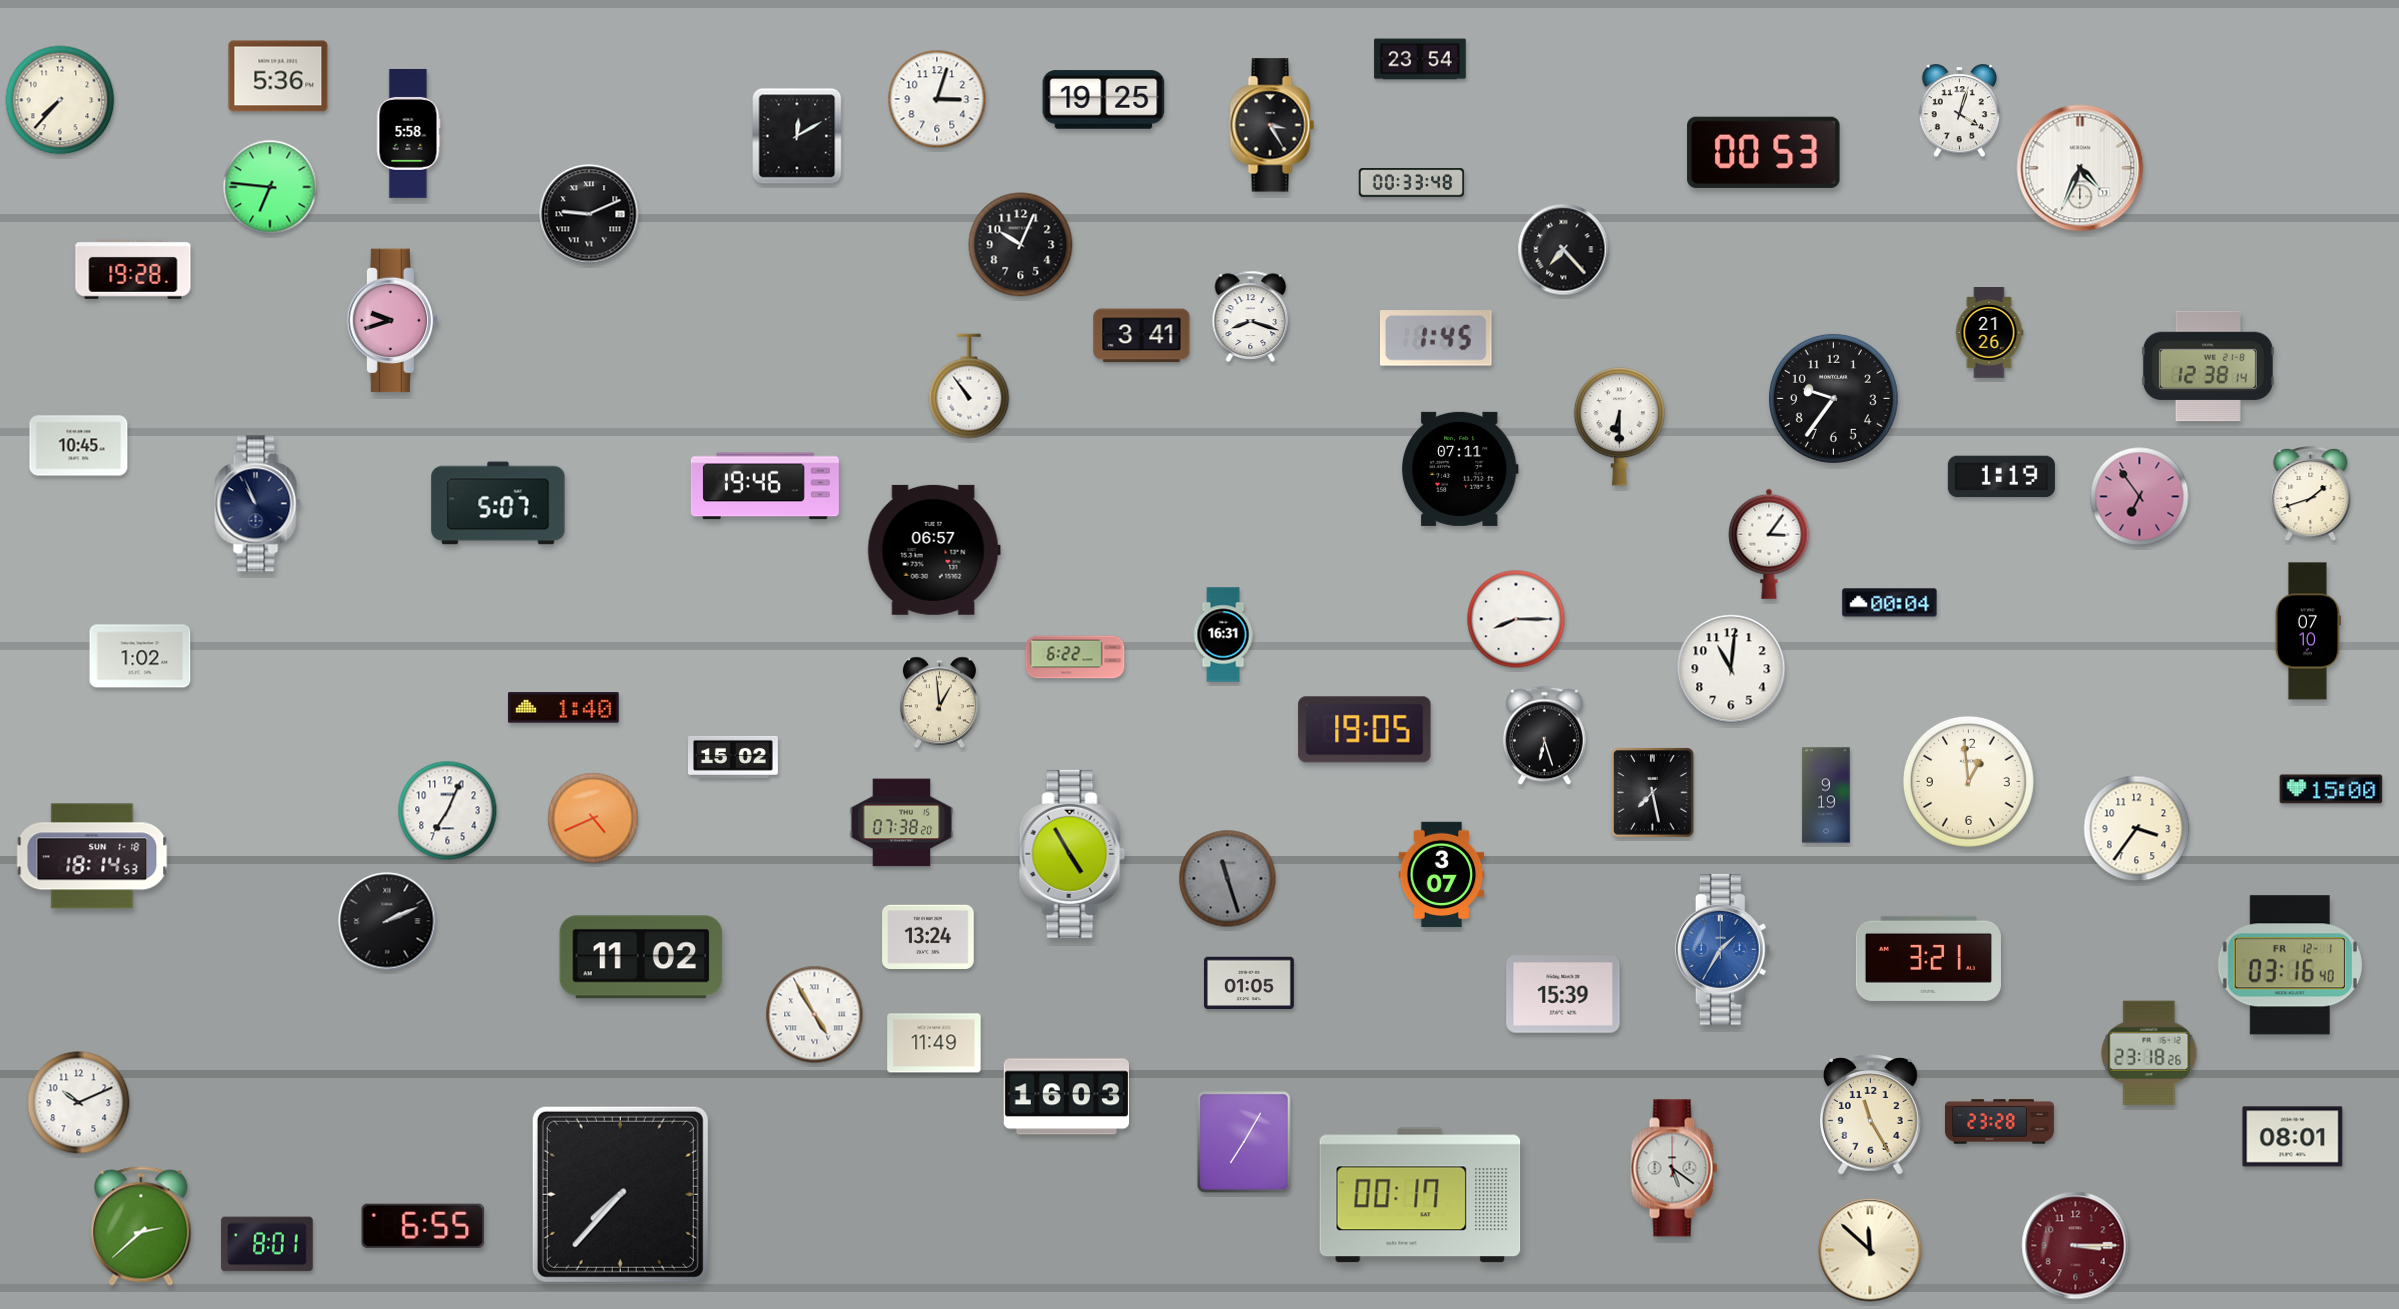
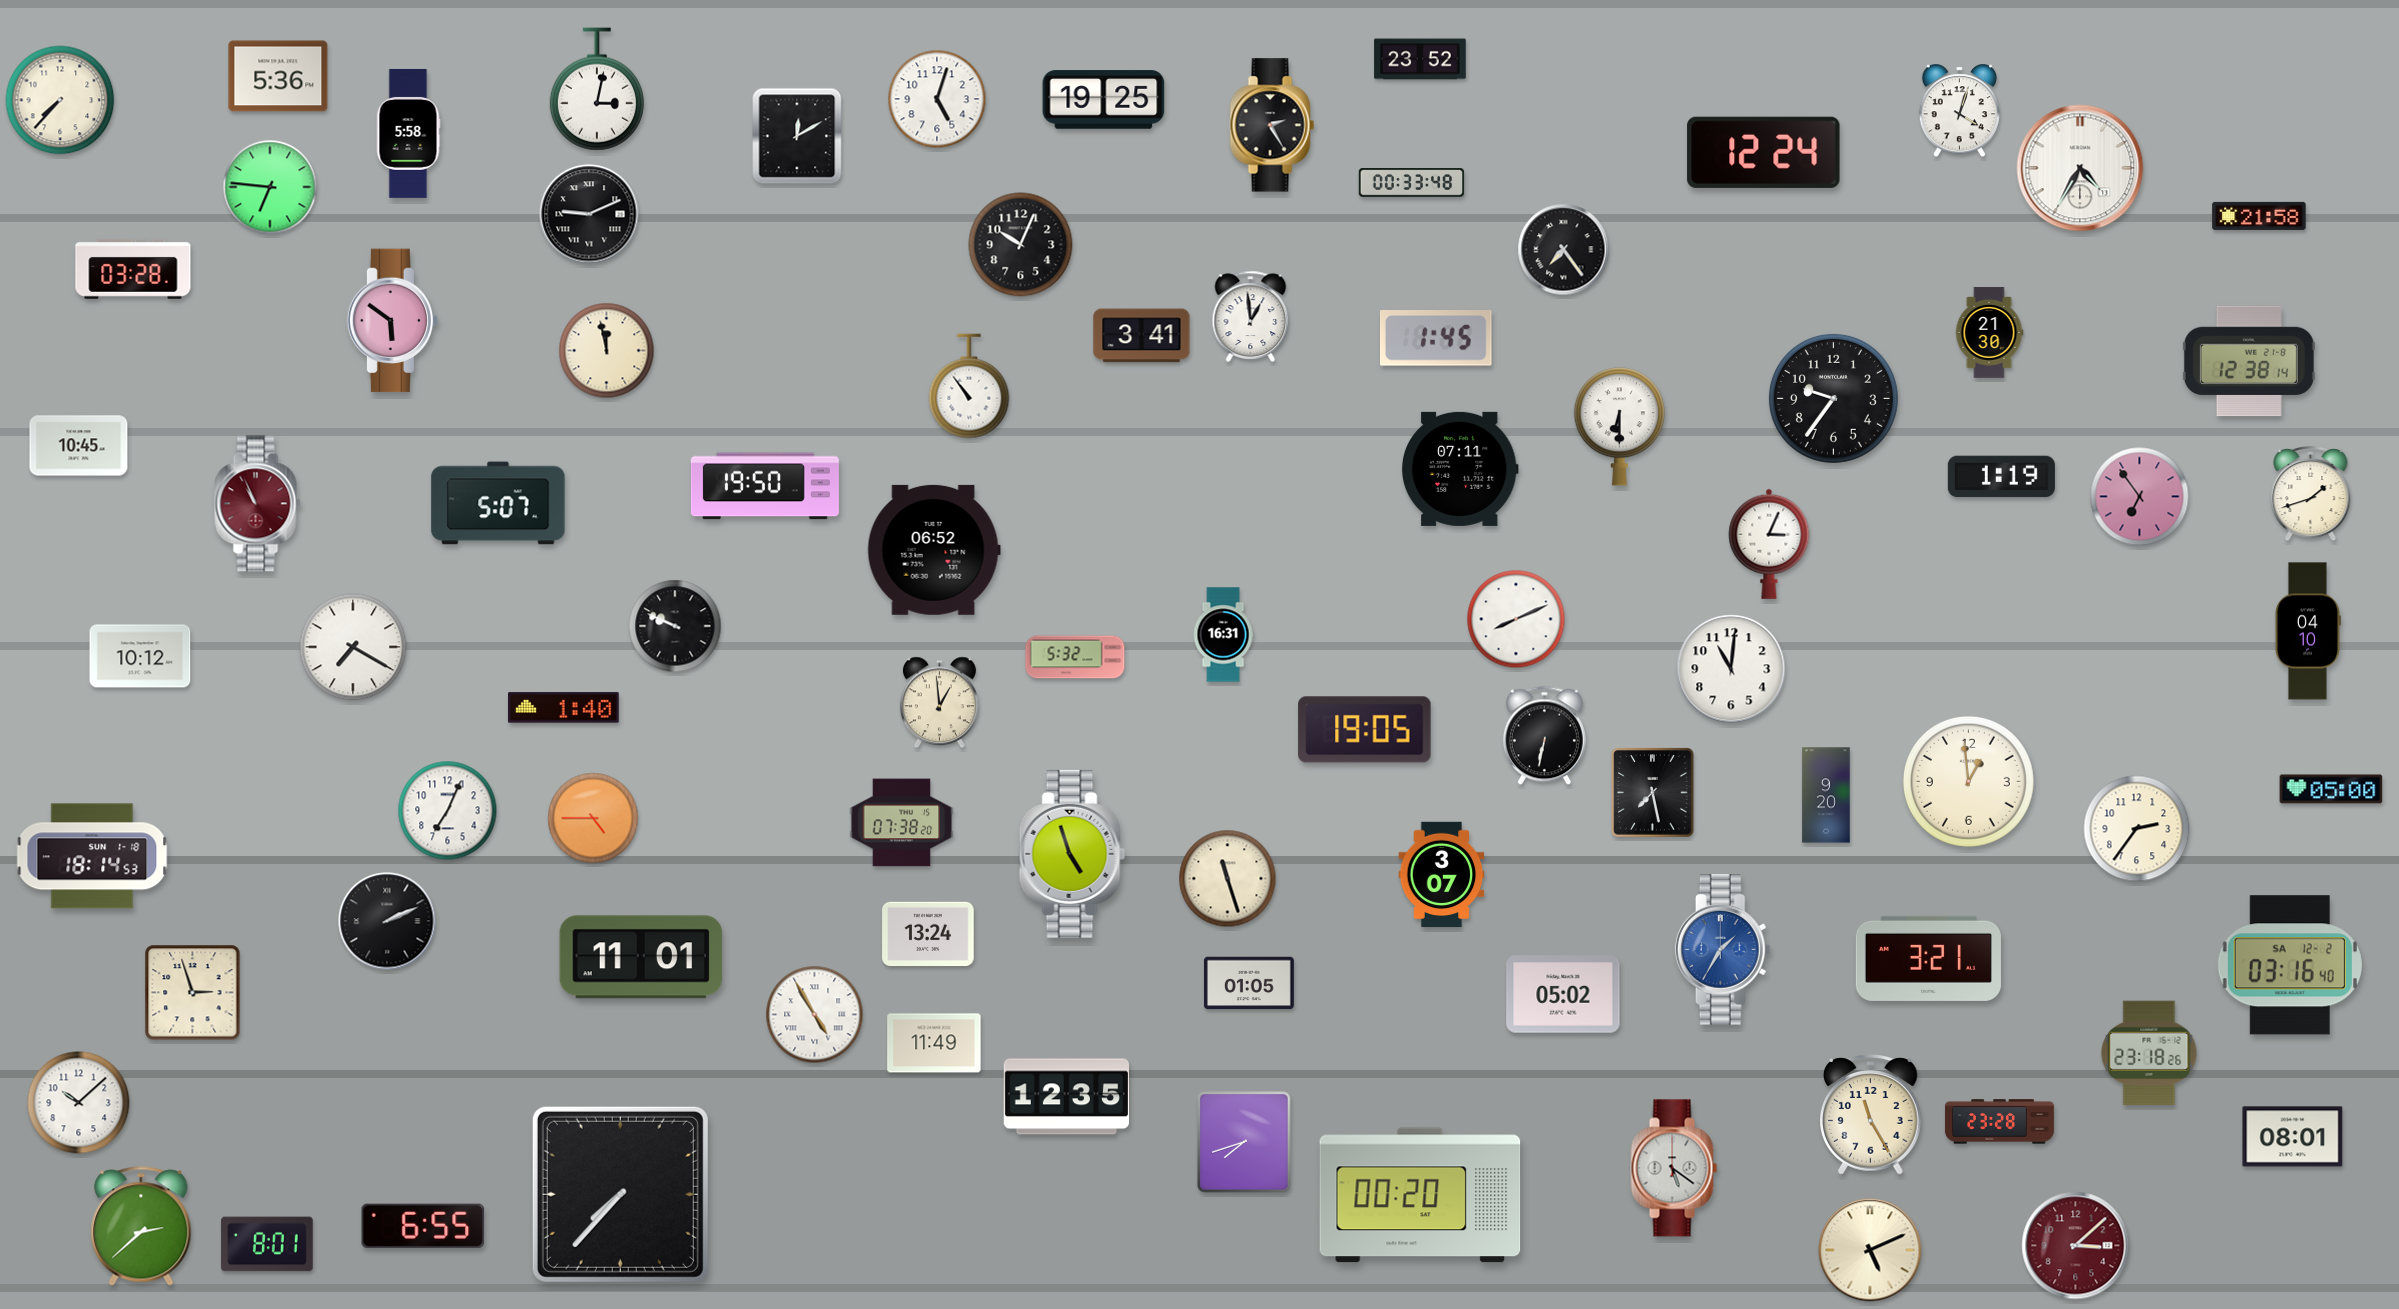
clock at (1420, 59): 23:54 -> 23:52
clock at (597, 89): none -> 3:02
clock at (937, 99): 3:03 -> 5:03
clock at (1272, 125): 3:25 -> 2:25
clock at (1764, 152): 00:53 -> 12:24
clock at (2080, 168): 4:34 -> 4:35
clock at (2259, 216): none -> 21:58
clock at (1564, 250): 7:23 -> 7:24
clock at (133, 269): 19:28 -> 03:28
clock at (1251, 316): 8:18 -> 12:59
clock at (393, 321): 9:42 -> 5:51
clock at (1989, 333): 21:26 -> 21:30
clock at (607, 351): none -> 11:58
clock at (2208, 366) position: (2208, 366) -> (2249, 361)
clock at (765, 486): 19:46 -> 19:50
clock at (258, 504) dial: navy -> burgundy
clock at (1769, 544): 3:06 -> 3:04
clock at (934, 550): 06:57 -> 06:52
clock at (1890, 603): 00:04 -> none
clock at (1516, 619): 8:15 -> 8:11
clock at (675, 626): none -> 9:49
clock at (2308, 631): 07:10 -> 04:10
clock at (353, 647): none -> 7:20
clock at (140, 656): 1:02 -> 10:12
clock at (1075, 657): 6:22 -> 5:32
clock at (1544, 736): 6:27 -> 6:32
clock at (734, 757): 15:02 -> none
clock at (2331, 789): 15:00 -> 05:00
clock at (1826, 795): 9:19 -> 9:20
clock at (593, 818): 4:41 -> 4:45
clock at (2137, 829): 3:36 -> 2:36
clock at (1072, 854): 4:55 -> 4:57
clock at (1228, 879) dial: grey -> cream
clock at (928, 937) position: (928, 937) -> (928, 934)
clock at (641, 957): 11:02 -> 11:01
clock at (2290, 965) date: FR 12-1 -> SA 12-2
clock at (193, 993): none -> 2:57
clock at (1563, 994): 15:39 -> 05:02
clock at (1066, 1097): 16:03 -> 12:35
clock at (79, 1103): 10:11 -> 10:08
clock at (1245, 1143): 7:05 -> 7:42
clock at (1420, 1195): 00:17 -> 00:20
clock at (2076, 1246): 3:15 -> 3:08
clock at (1870, 1250): 11:52 -> 5:11
